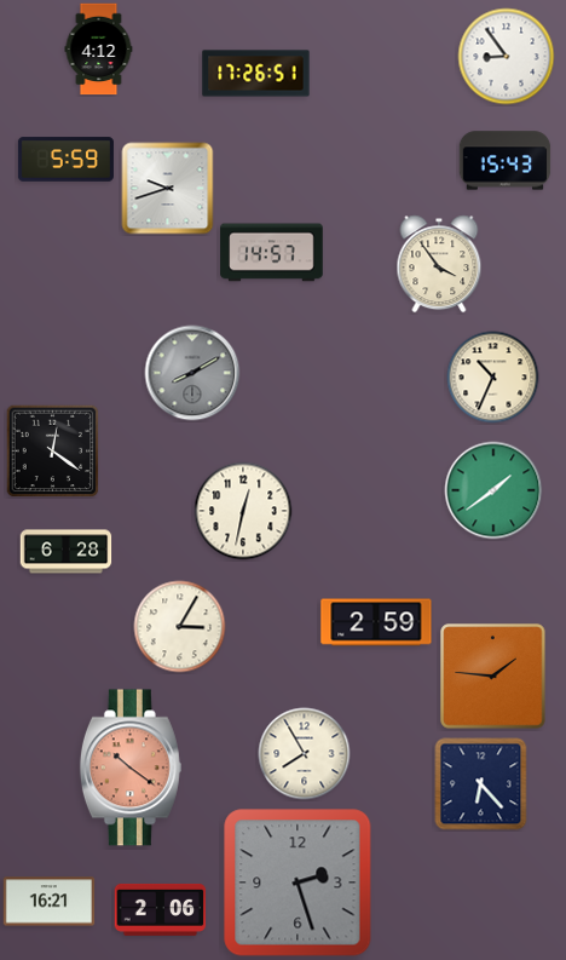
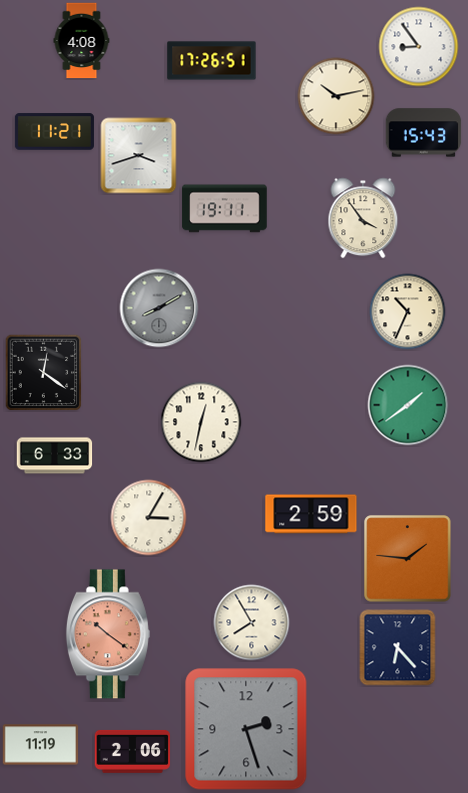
clock at (99, 50): 4:12 -> 4:08
clock at (336, 96): none -> 10:13
clock at (65, 160): 5:59 -> 11:21
clock at (506, 161) position: (506, 161) -> (424, 133)
clock at (168, 189): 9:42 -> 3:42
clock at (272, 253): 14:57 -> 19:11
clock at (67, 552): 6:28 -> 6:33
clock at (50, 902): 16:21 -> 11:19
